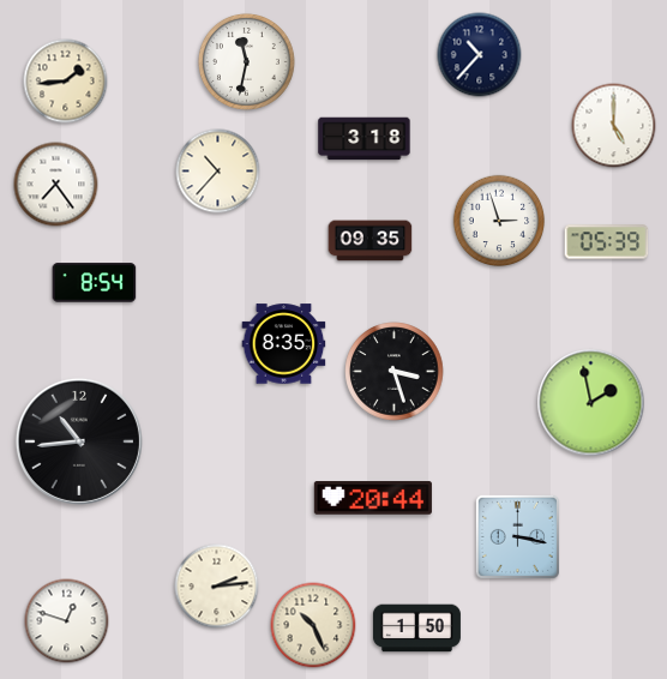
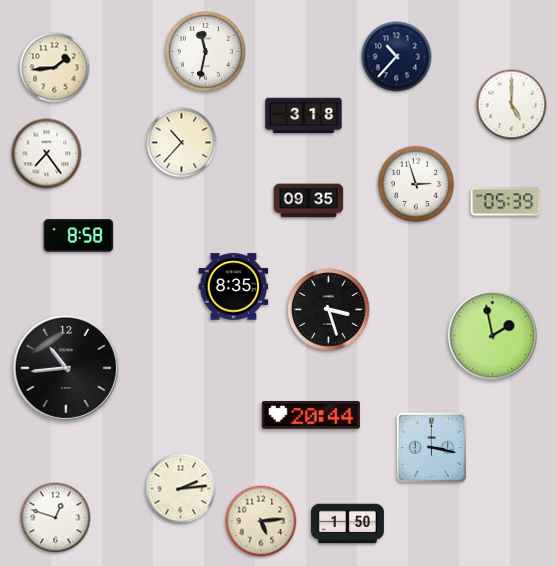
clock at (480, 55) position: (480, 55) -> (397, 57)
clock at (95, 283): 8:54 -> 8:58
clock at (284, 344) position: (284, 344) -> (234, 287)
clock at (313, 625): 10:26 -> 5:14
